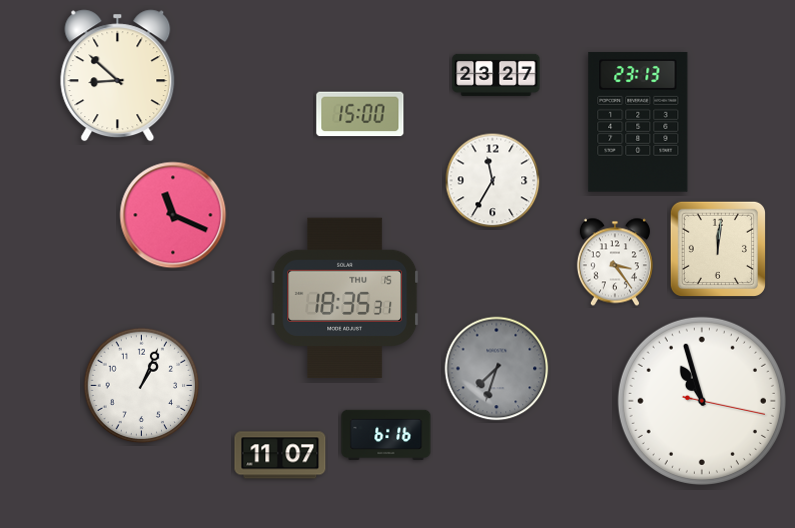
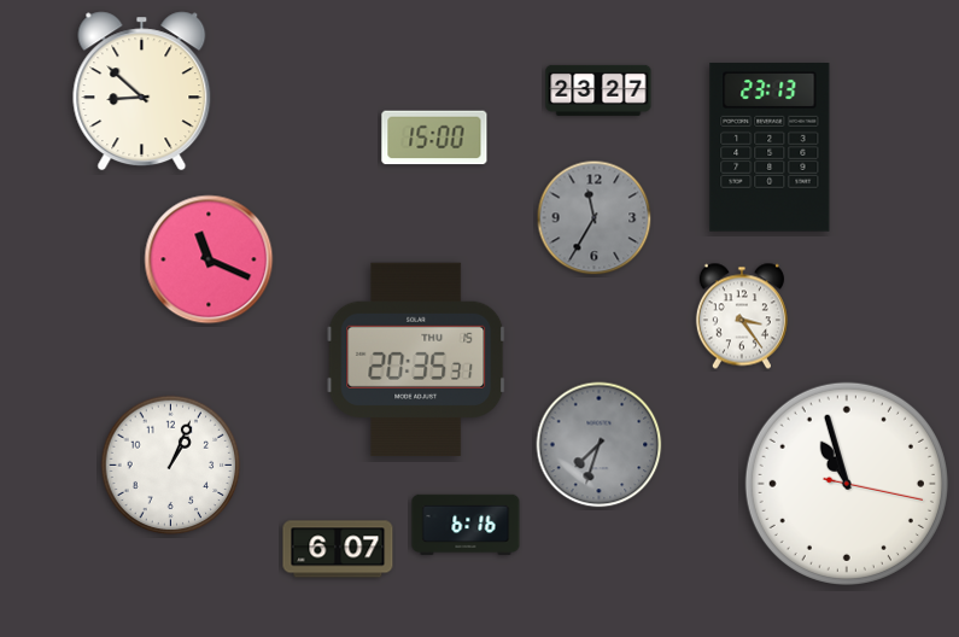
clock at (493, 181) dial: white -> grey
clock at (717, 248): 12:01 -> none
clock at (345, 297): 18:35 -> 20:35
clock at (280, 455): 11:07 -> 6:07
